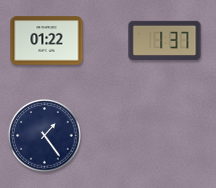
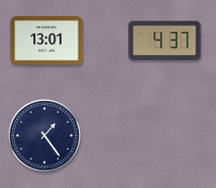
clock at (165, 40): 1:37 -> 4:37
clock at (47, 41): 01:22 -> 13:01
